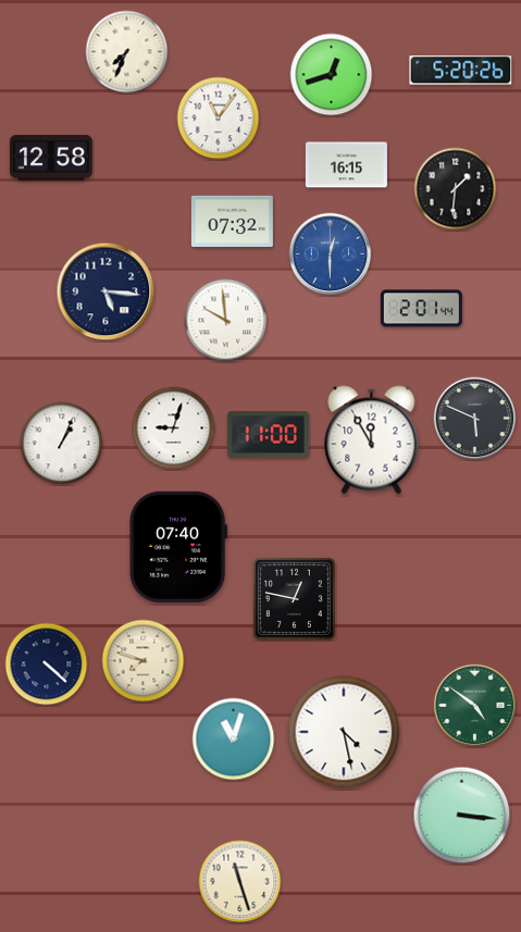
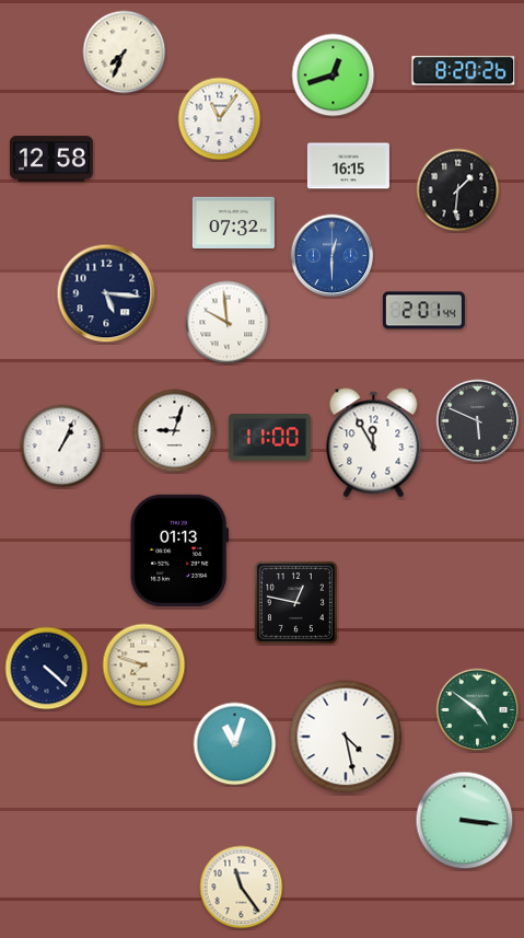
clock at (127, 52) position: (127, 52) -> (125, 53)
clock at (461, 71): 5:20 -> 8:20
clock at (178, 547): 07:40 -> 01:13
clock at (240, 882): 11:27 -> 11:24
